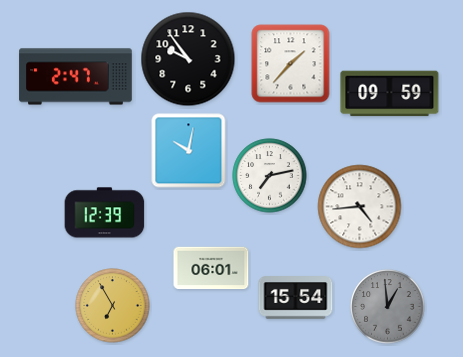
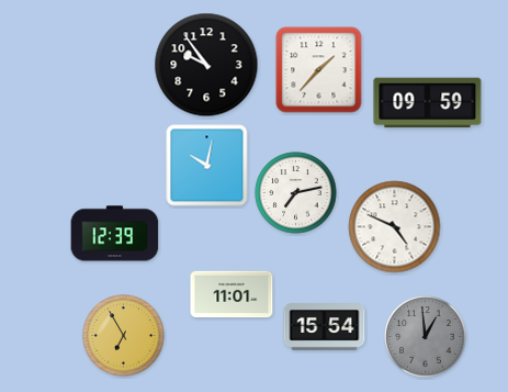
clock at (76, 77): 2:47 -> none
clock at (360, 207): 4:44 -> 4:49
clock at (211, 268): 06:01 -> 11:01
